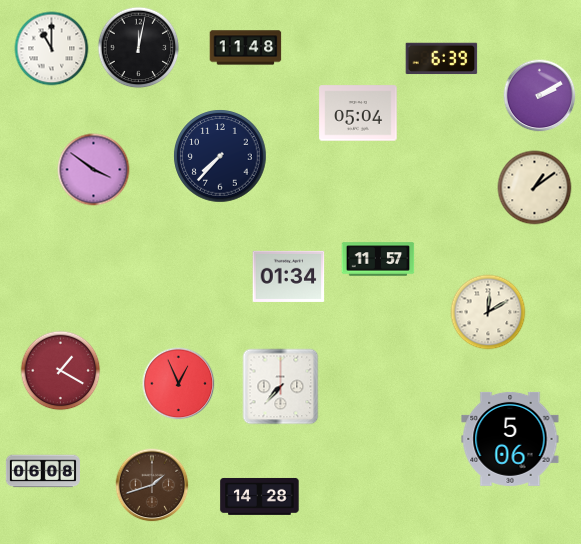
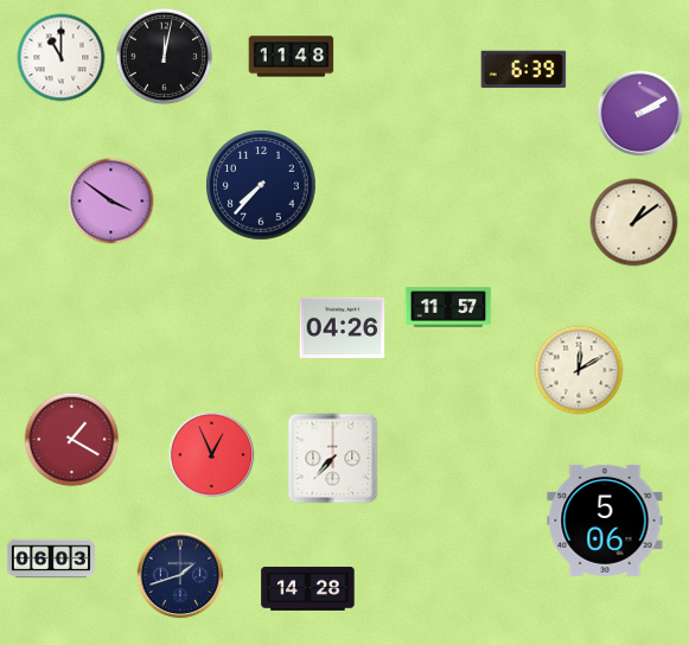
clock at (358, 113): 05:04 -> none
clock at (289, 276): 01:34 -> 04:26
clock at (43, 471): 06:08 -> 06:03
clock at (152, 485) dial: brown -> navy
